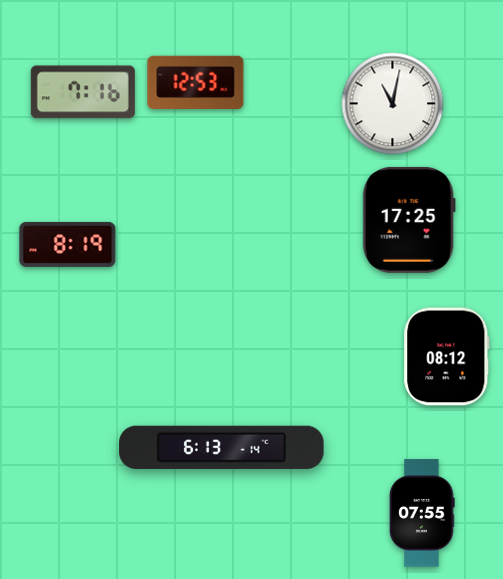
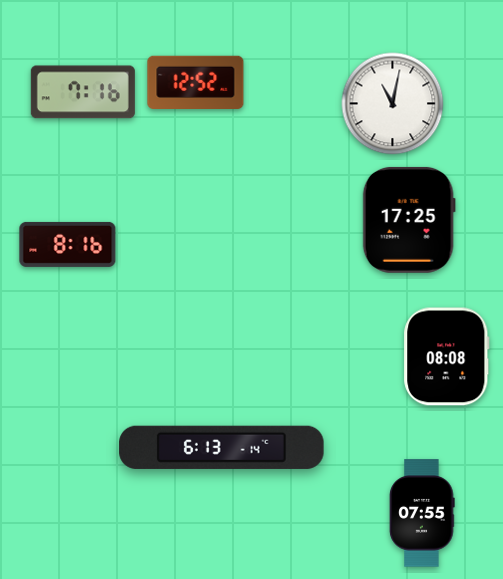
clock at (196, 82): 12:53 -> 12:52
clock at (68, 244): 8:19 -> 8:16
clock at (447, 357): 08:12 -> 08:08
